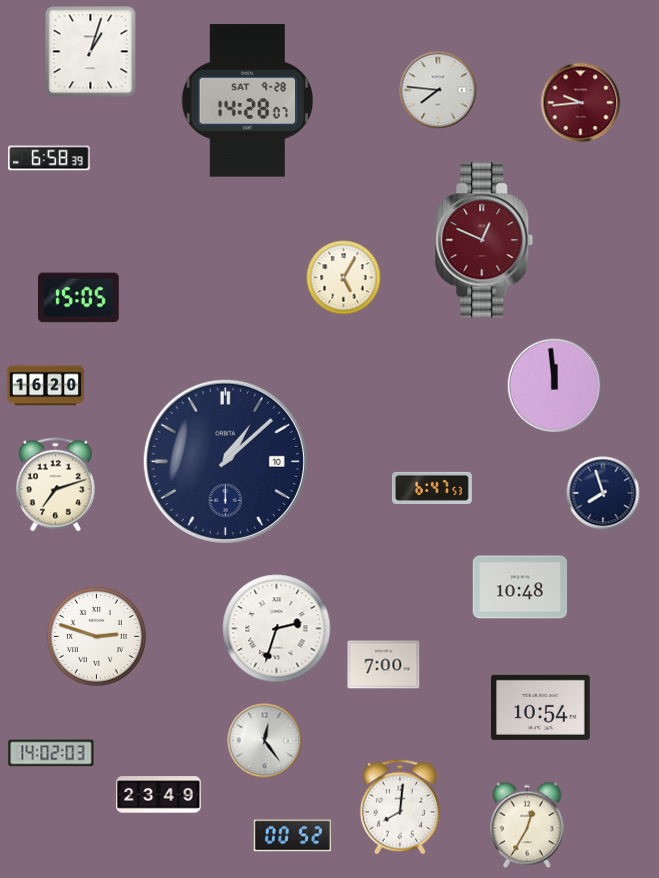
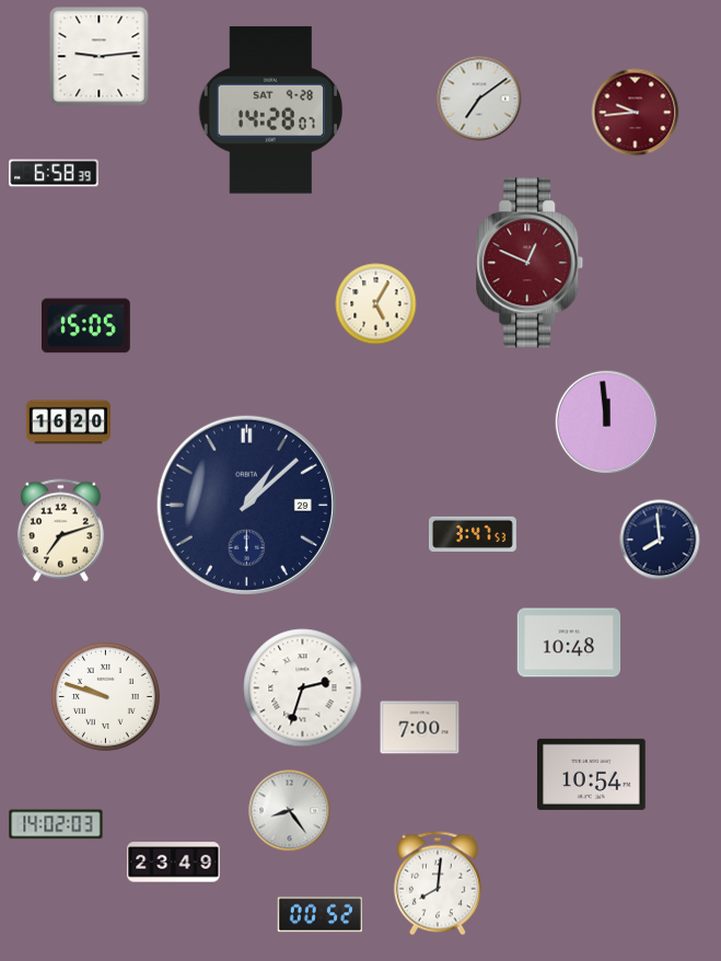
clock at (91, 52): 1:03 -> 9:14
clock at (438, 90): 7:46 -> 7:09
clock at (46, 386) position: (46, 386) -> (69, 422)
clock at (225, 461) date: 10 -> 29
clock at (432, 488): 6:47 -> 3:47
clock at (603, 493): 7:57 -> 7:59
clock at (96, 636): 2:48 -> 9:48
clock at (265, 741): 12:24 -> 8:24
clock at (159, 795) position: (159, 795) -> (174, 862)
clock at (528, 825): 12:35 -> none
